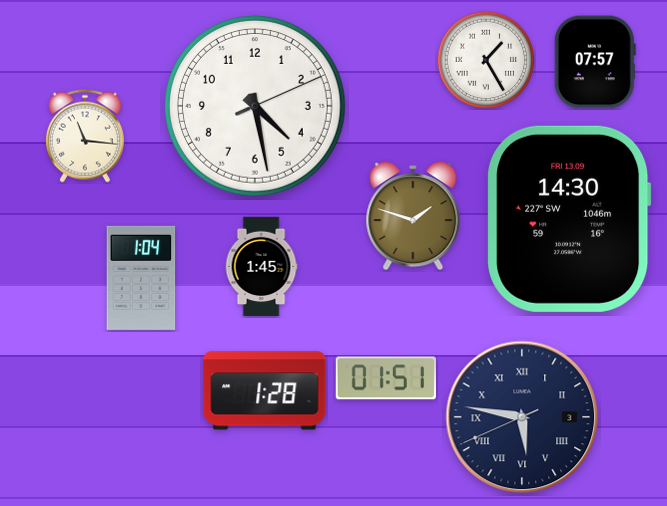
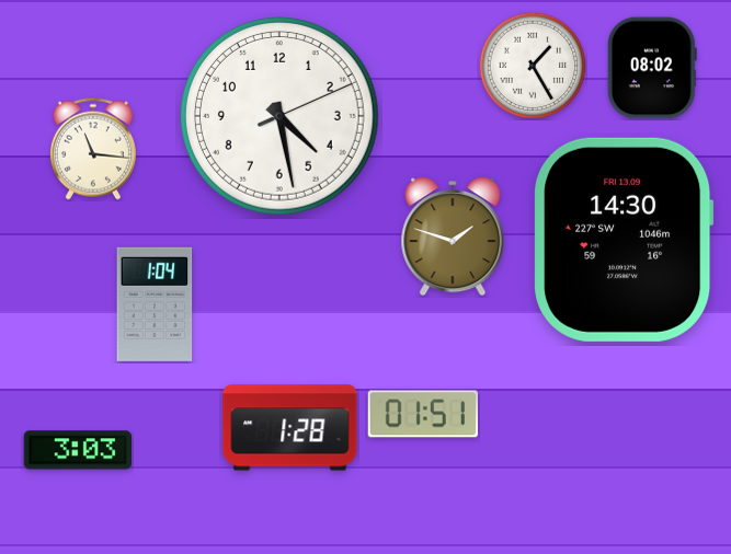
clock at (595, 62): 07:57 -> 08:02
clock at (261, 267): 1:45 -> none
clock at (78, 450): none -> 3:03
clock at (522, 417): 5:46 -> none
